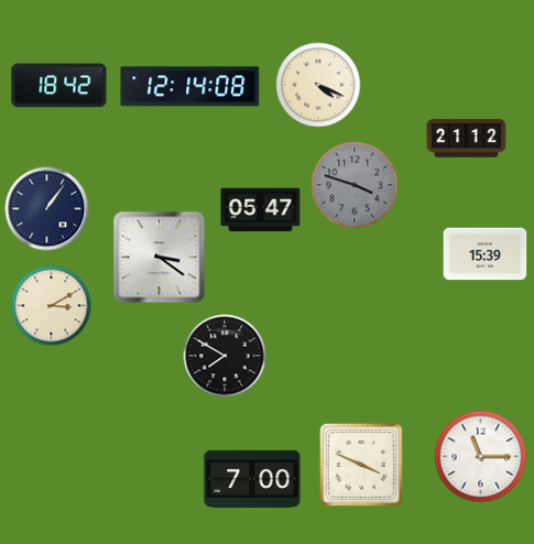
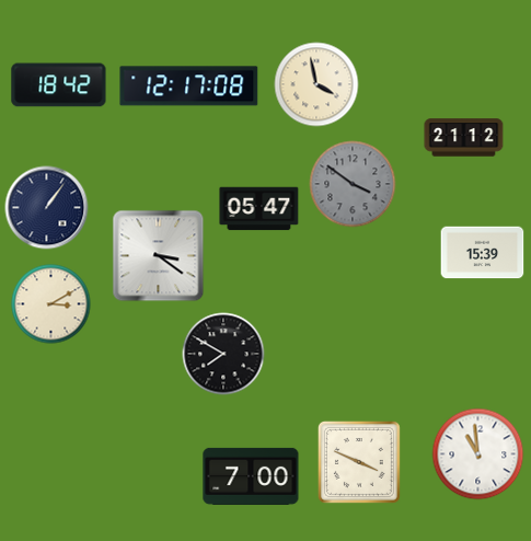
clock at (318, 85): 4:19 -> 3:58
clock at (190, 87): 12:14 -> 12:17
clock at (355, 185): 3:48 -> 3:51
clock at (481, 457): 11:15 -> 10:59
